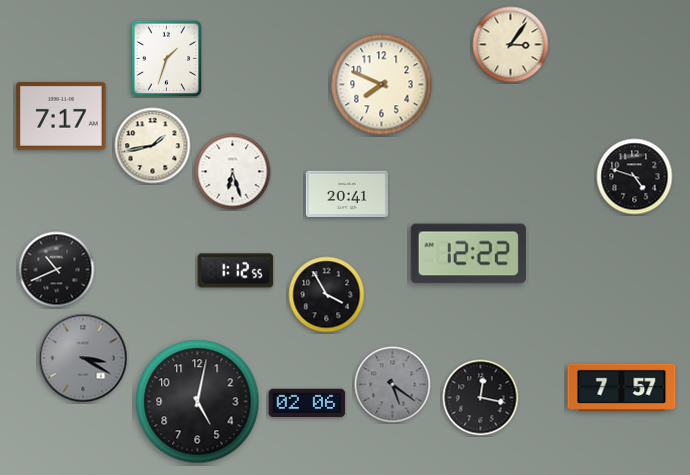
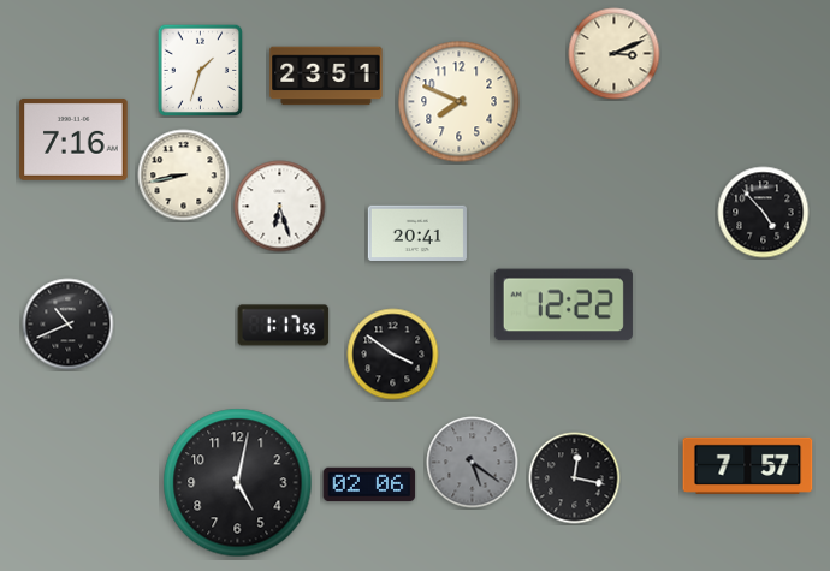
clock at (511, 45): 3:06 -> 3:11
clock at (326, 76): none -> 23:51
clock at (61, 116): 7:17 -> 7:16
clock at (153, 146): 1:43 -> 8:43
clock at (635, 177): 4:48 -> 4:53
clock at (236, 271): 1:12 -> 1:17
clock at (327, 295): 3:55 -> 3:51
clock at (83, 358): 3:20 -> none
clock at (481, 398) position: (481, 398) -> (575, 478)
